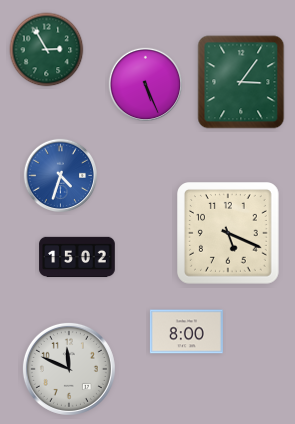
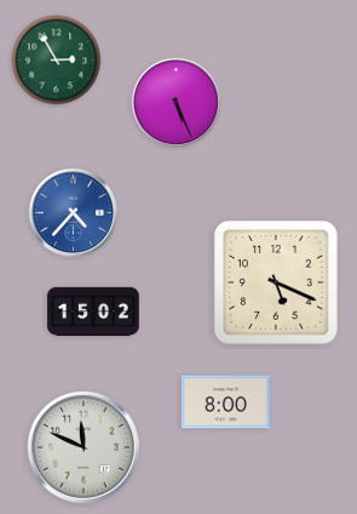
clock at (241, 82): 3:06 -> none
clock at (60, 175): 4:33 -> 4:37
